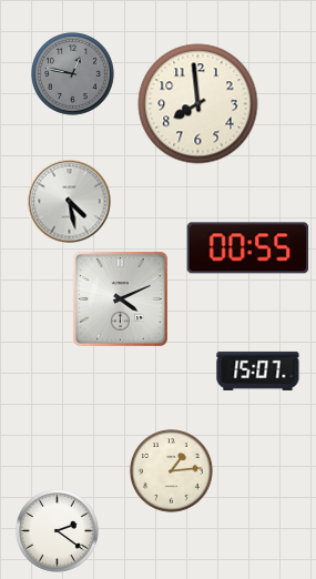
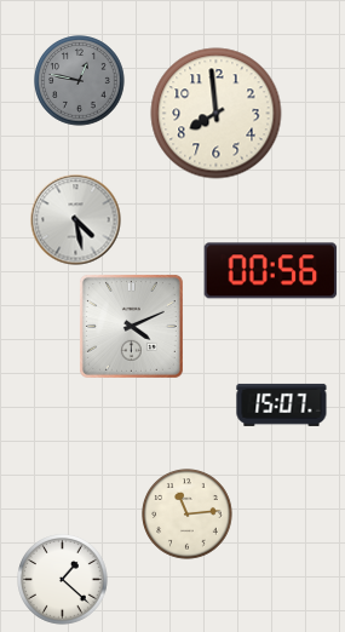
clock at (248, 248): 00:55 -> 00:56
clock at (172, 471): 1:14 -> 11:14
clock at (58, 531): 2:21 -> 1:22
